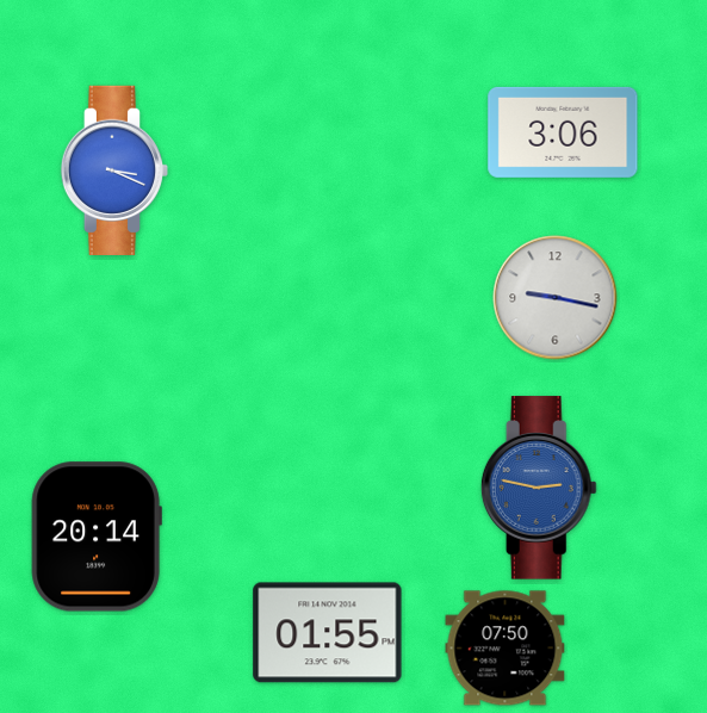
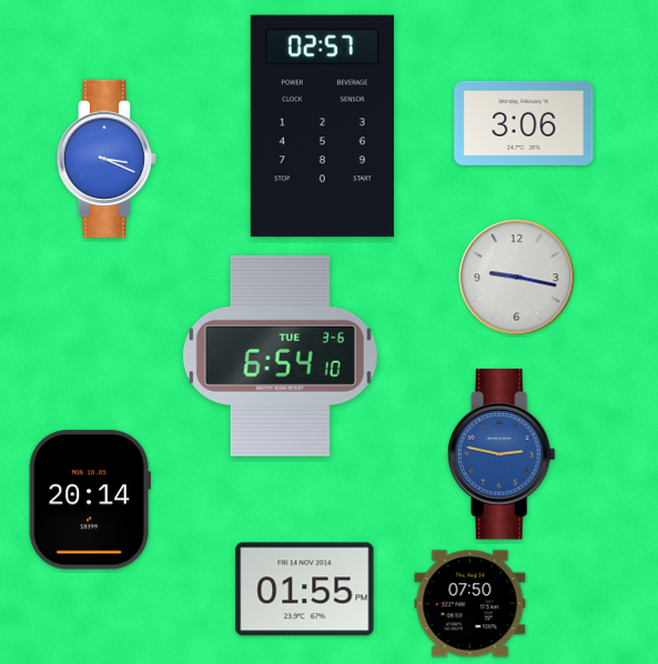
clock at (322, 127): none -> 02:57
clock at (280, 355): none -> 6:54
